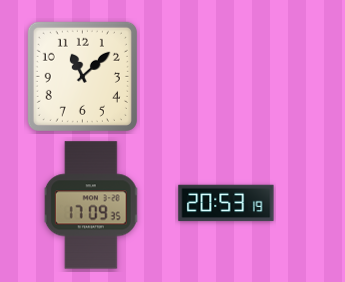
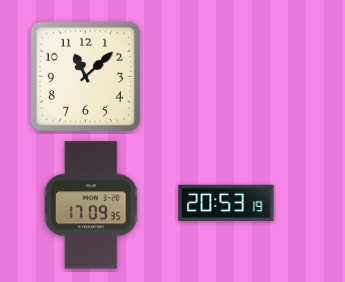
clock at (82, 76) position: (82, 76) -> (85, 76)
